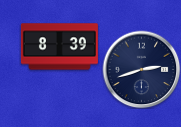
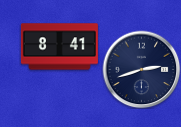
clock at (59, 47): 8:39 -> 8:41
